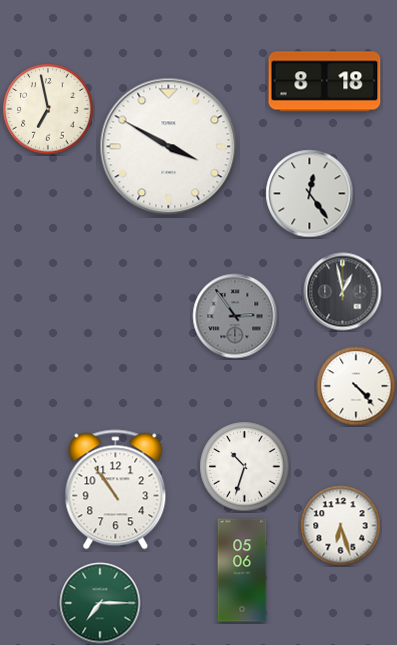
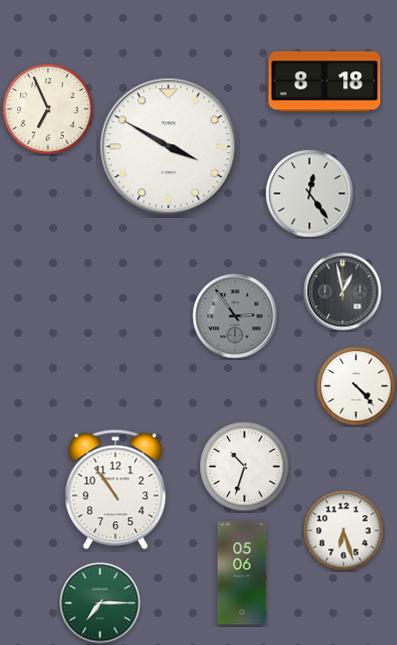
clock at (48, 109): 6:58 -> 6:56
clock at (341, 526) position: (341, 526) -> (344, 531)
clock at (242, 570) position: (242, 570) -> (242, 573)
